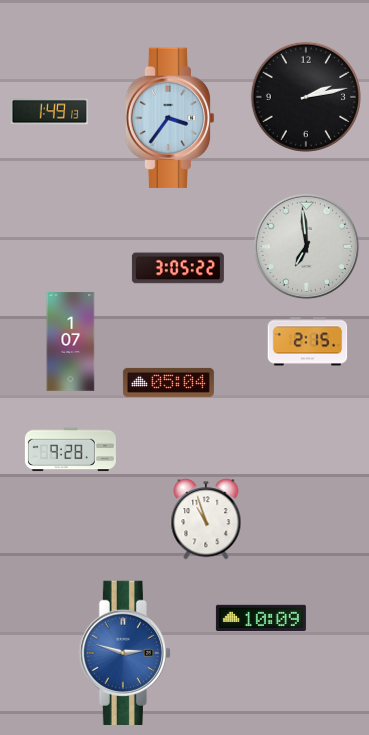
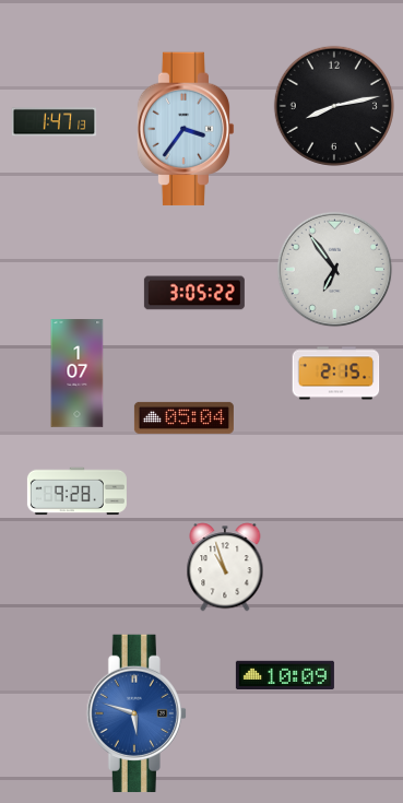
clock at (306, 97): 2:13 -> 8:13
clock at (49, 112): 1:49 -> 1:47
clock at (306, 246): 6:59 -> 6:54
clock at (125, 653): 2:48 -> 5:48
